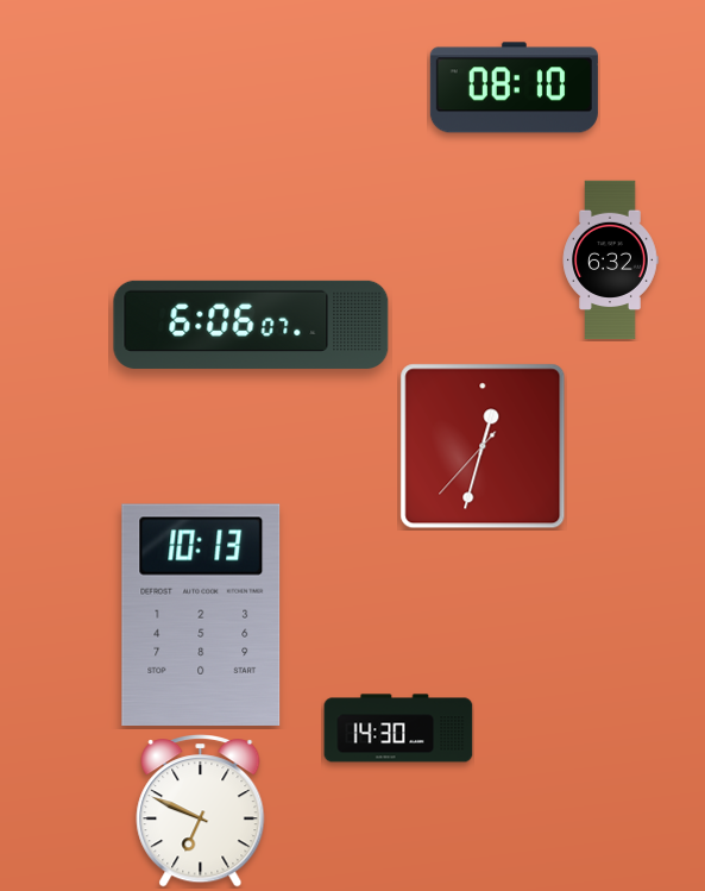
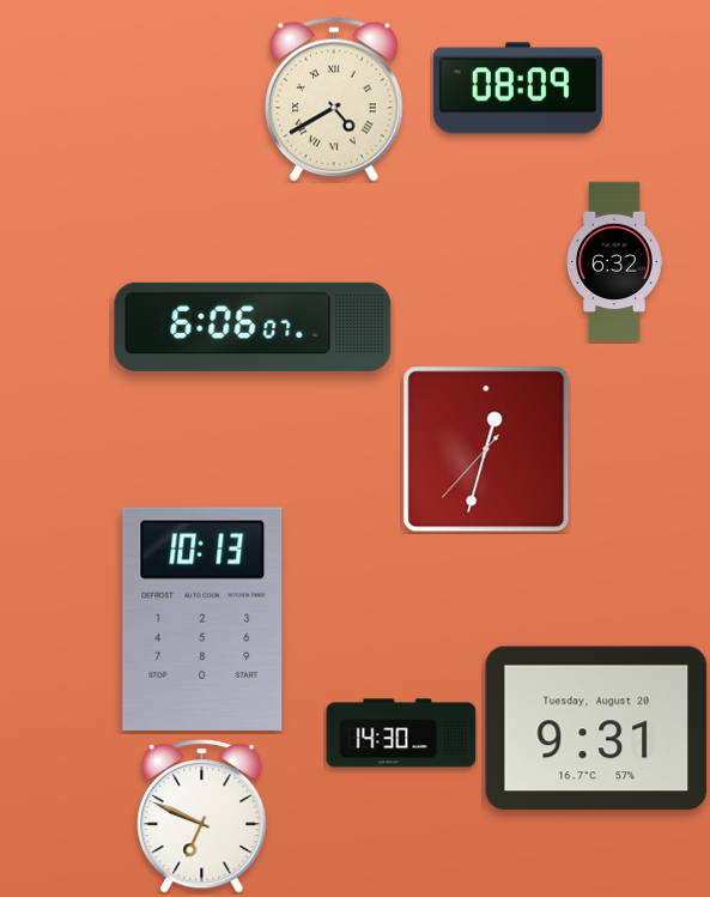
clock at (514, 88): 08:10 -> 08:09
clock at (335, 99): none -> 4:40
clock at (596, 728): none -> 9:31
